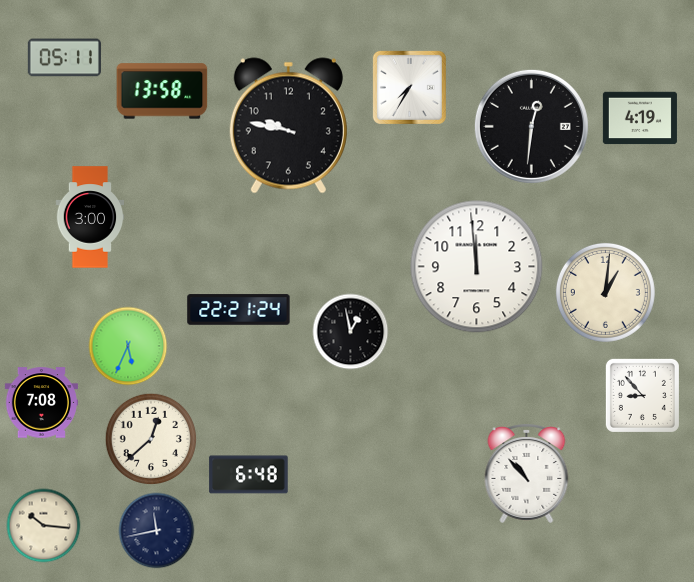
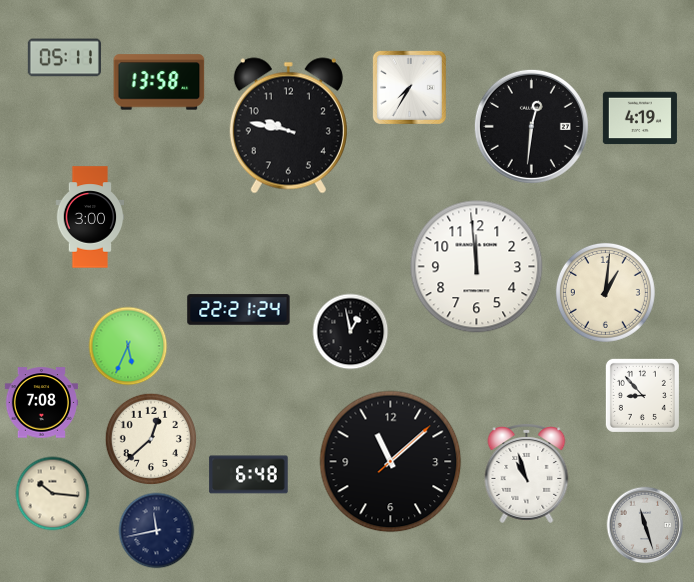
clock at (162, 91) position: (162, 91) -> (159, 82)
clock at (391, 462): none -> 11:08
clock at (527, 474): 10:53 -> 10:57
clock at (645, 525): none -> 11:27
clock at (44, 526) position: (44, 526) -> (53, 494)
